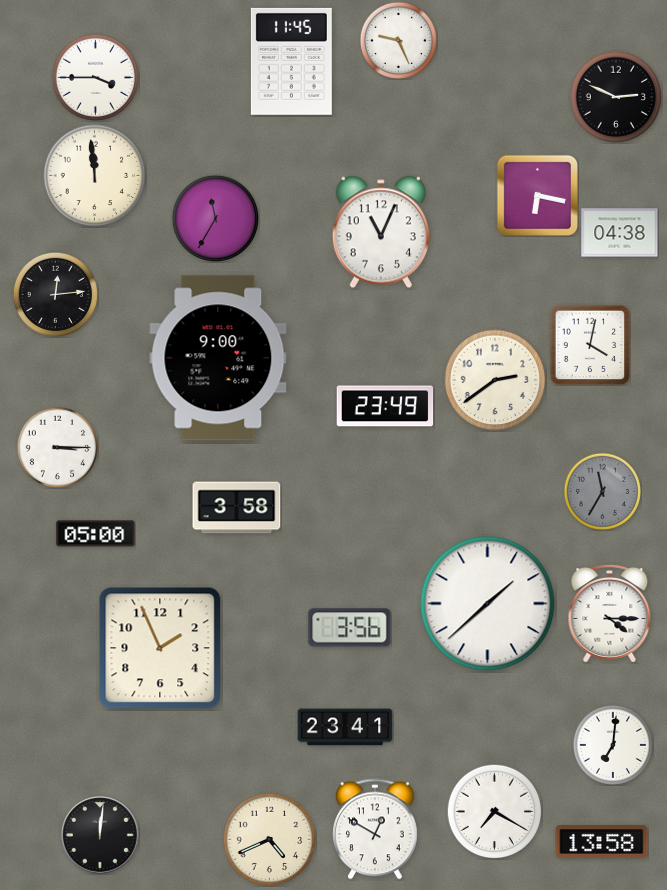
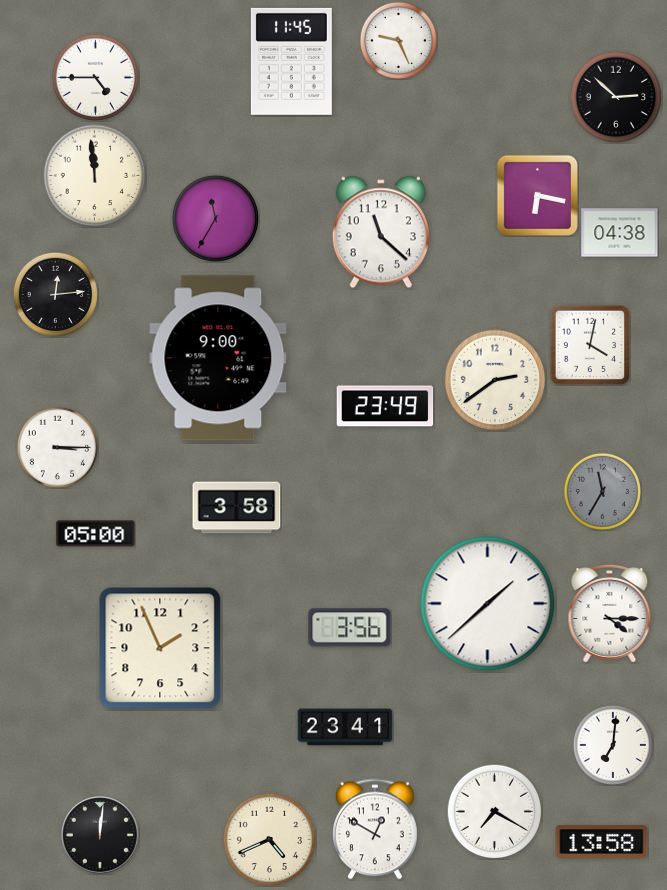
clock at (95, 77): 3:45 -> 4:45
clock at (616, 97): 2:49 -> 2:52
clock at (381, 232): 11:04 -> 11:22
